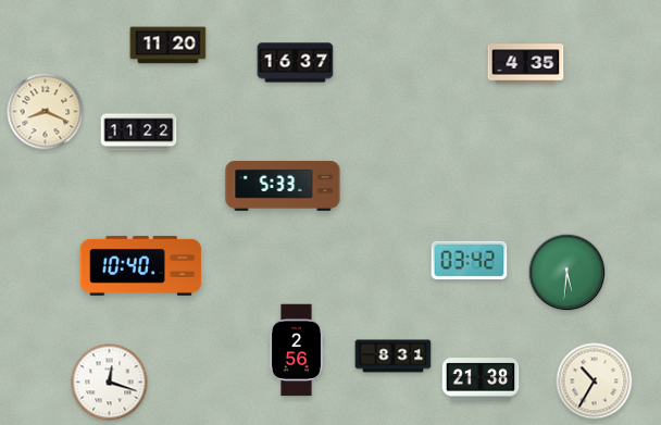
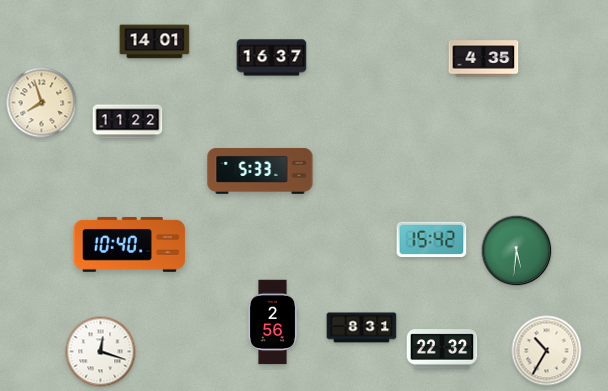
clock at (169, 46): 11:20 -> 14:01
clock at (46, 112): 8:19 -> 7:57
clock at (470, 261): 03:42 -> 15:42
clock at (568, 273) position: (568, 273) -> (517, 251)
clock at (481, 379): 21:38 -> 22:32
